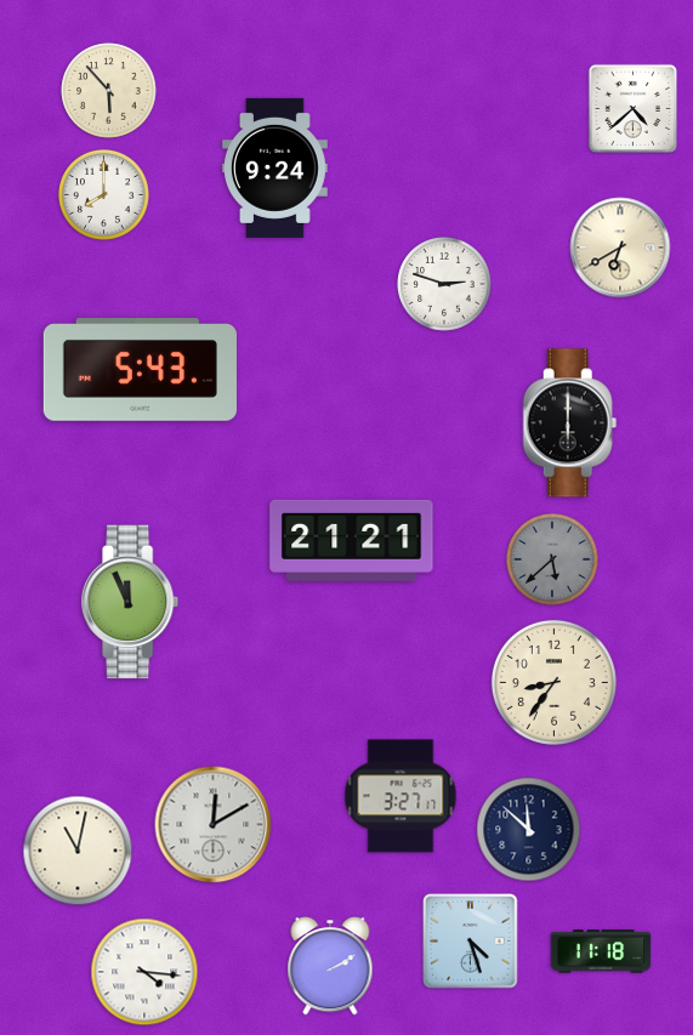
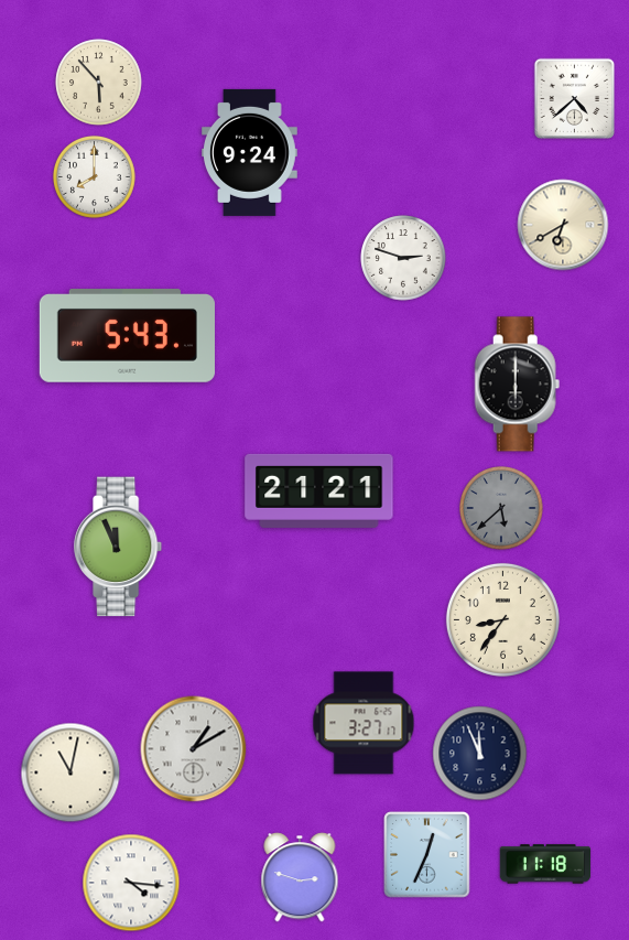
clock at (214, 825): 12:10 -> 1:10
clock at (529, 830): 11:52 -> 11:56
clock at (471, 942): 4:27 -> 12:34
clock at (330, 966): 2:10 -> 2:48
